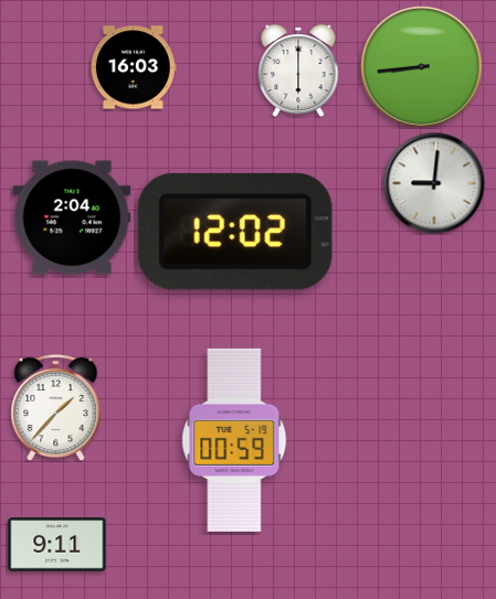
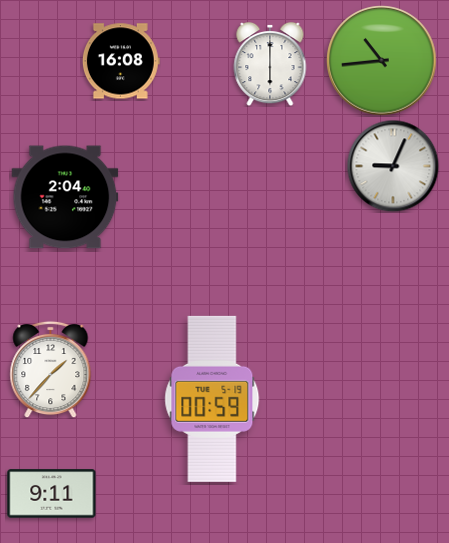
clock at (134, 67): 16:03 -> 16:08
clock at (422, 67): 8:44 -> 10:44
clock at (434, 183): 9:01 -> 9:04
clock at (235, 232): 12:02 -> none
